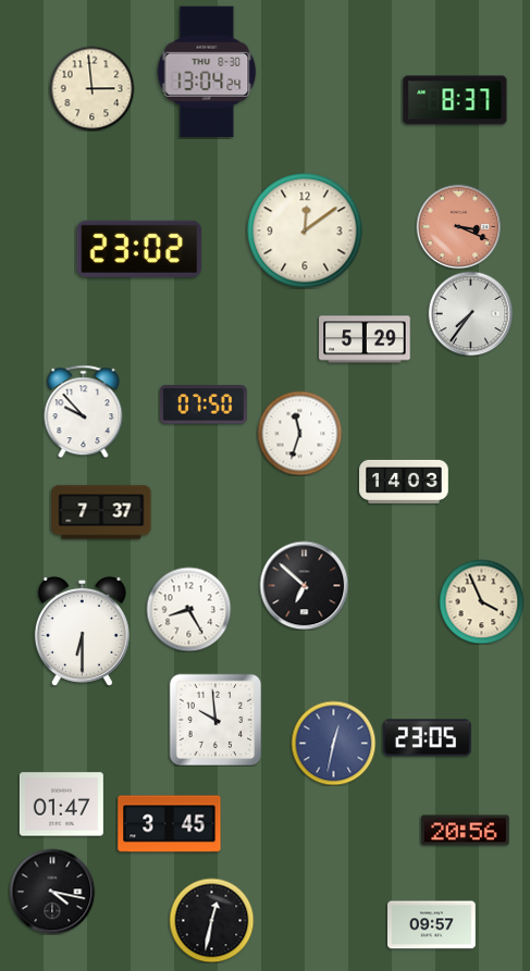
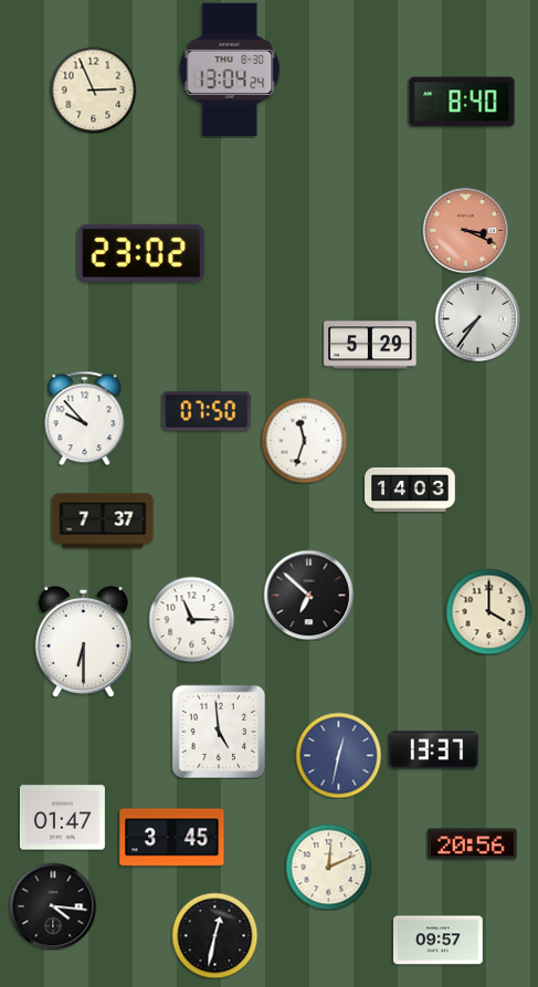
clock at (207, 72) position: (207, 72) -> (230, 70)
clock at (91, 88): 2:59 -> 2:56
clock at (455, 100): 8:37 -> 8:40
clock at (305, 231): 12:09 -> none
clock at (481, 601): 3:56 -> 4:00
clock at (188, 609): 8:25 -> 11:15
clock at (215, 720): 9:59 -> 4:59
clock at (427, 738): 23:05 -> 13:37
clock at (328, 867): none -> 12:11
clock at (52, 892): 4:17 -> 4:16
